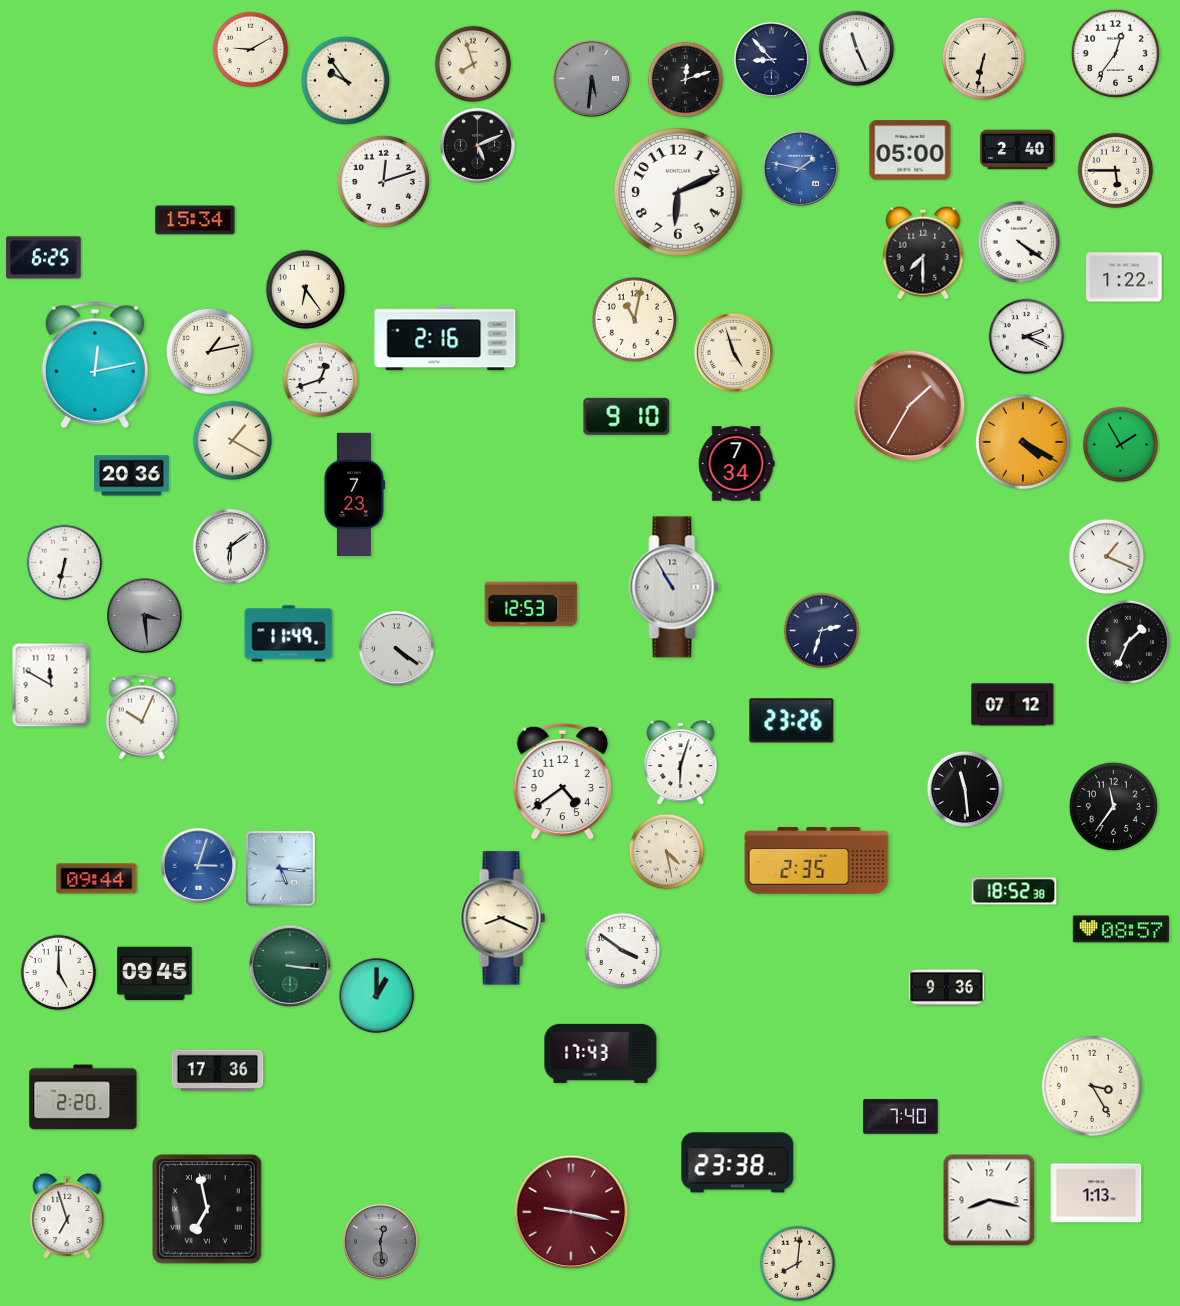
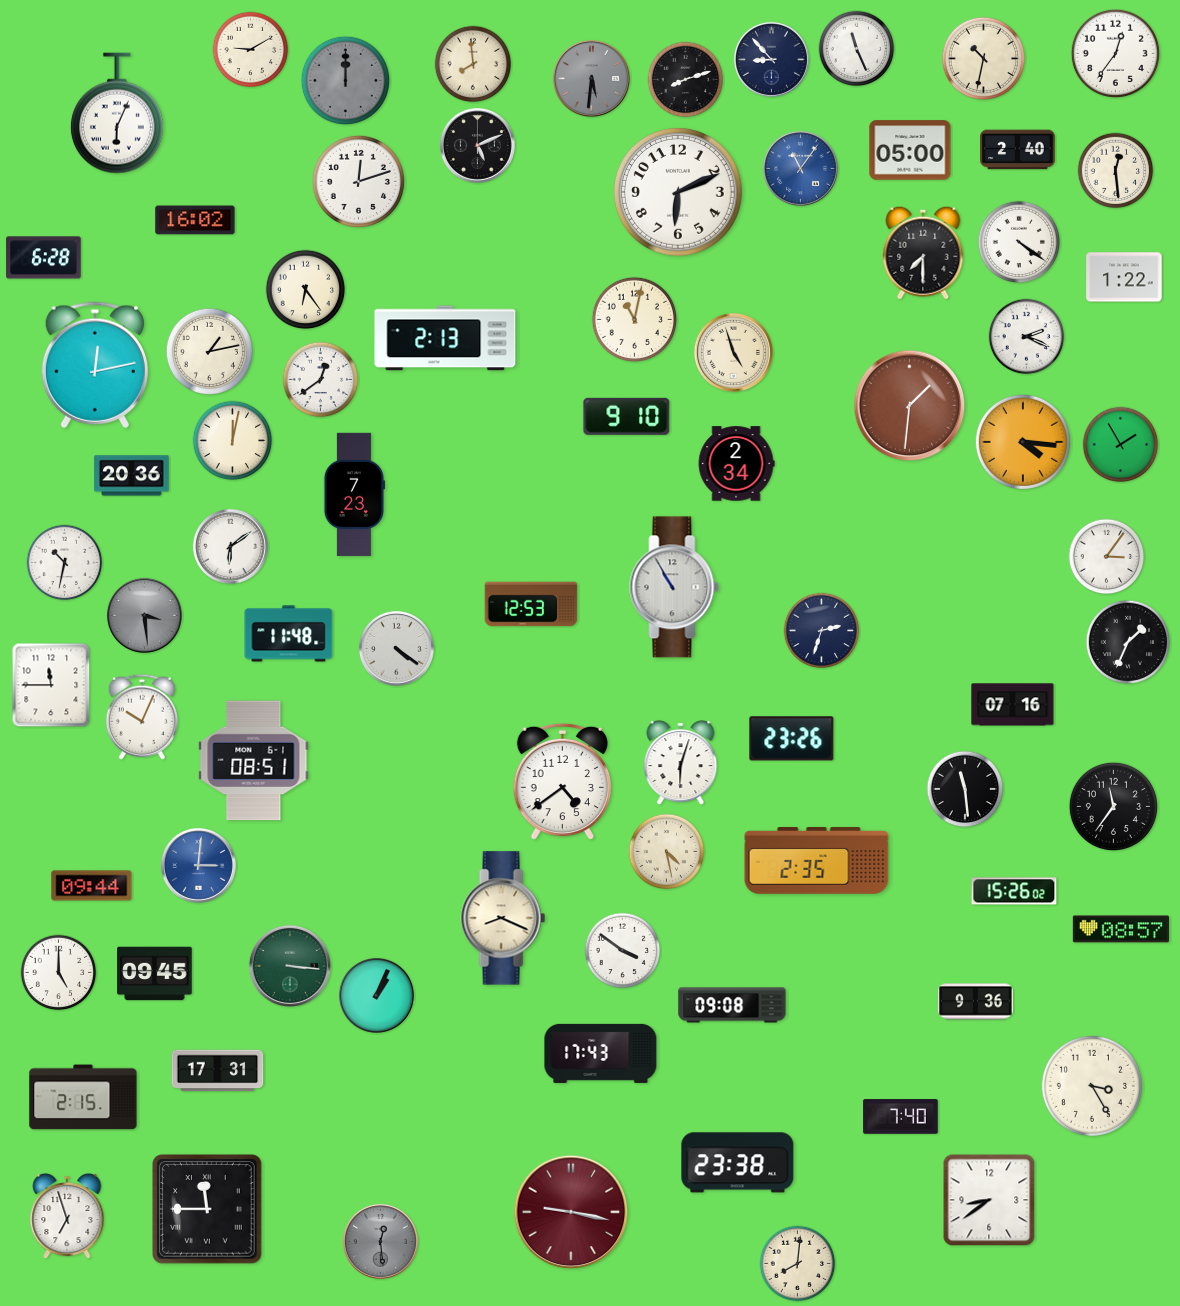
clock at (984, 59): 6:32 -> 10:32
clock at (473, 64): 7:57 -> 7:59
clock at (345, 80): 9:54 -> 12:00
clock at (345, 80) dial: cream -> grey
clock at (686, 80): 12:12 -> 8:12
clock at (117, 113): none -> 6:04
clock at (800, 168): 1:47 -> 11:06
clock at (1116, 171): 5:45 -> 12:29
clock at (383, 181) position: (383, 181) -> (358, 181)
clock at (195, 220): 15:34 -> 16:02
clock at (44, 258): 6:25 -> 6:28
clock at (445, 338): 2:16 -> 2:13
clock at (321, 380): 12:42 -> 12:39
clock at (910, 406): 1:35 -> 1:31
clock at (233, 441): 1:20 -> 12:02
clock at (1023, 442): 4:20 -> 4:16
clock at (736, 464): 7:34 -> 2:34
clock at (1107, 557): 1:19 -> 3:06
clock at (65, 563): 6:32 -> 10:32
clock at (289, 634): 11:49 -> 11:48
clock at (51, 685): 11:50 -> 11:45
clock at (1013, 705): 07:12 -> 07:16
clock at (792, 721) position: (792, 721) -> (792, 739)
clock at (254, 761): none -> 08:51
clock at (198, 865): 3:03 -> 3:01
clock at (281, 869): 5:16 -> none
clock at (97, 879) position: (97, 879) -> (92, 886)
clock at (1014, 891): 18:52 -> 15:26
clock at (947, 988) position: (947, 988) -> (976, 1002)
clock at (376, 995): 1:00 -> 1:04
clock at (732, 1005): none -> 09:08
clock at (218, 1071): 17:36 -> 17:31
clock at (83, 1097): 2:20 -> 2:15
clock at (1096, 1193): 1:13 -> none
clock at (989, 1200): 8:17 -> 8:39
clock at (207, 1209): 6:58 -> 11:45
